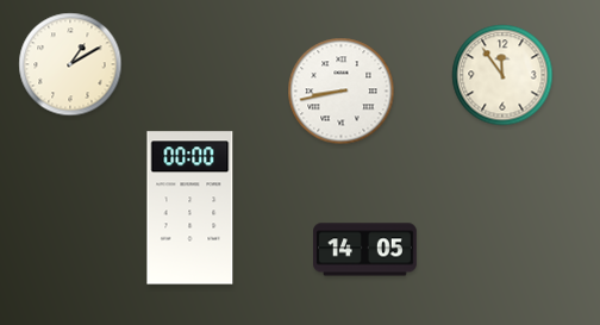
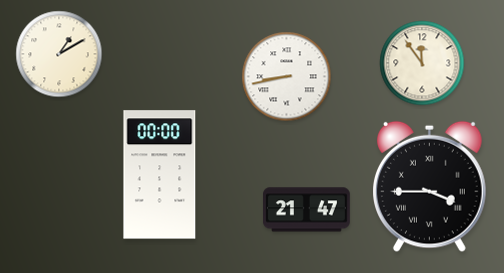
clock at (430, 186): none -> 3:45
clock at (365, 250): 14:05 -> 21:47
